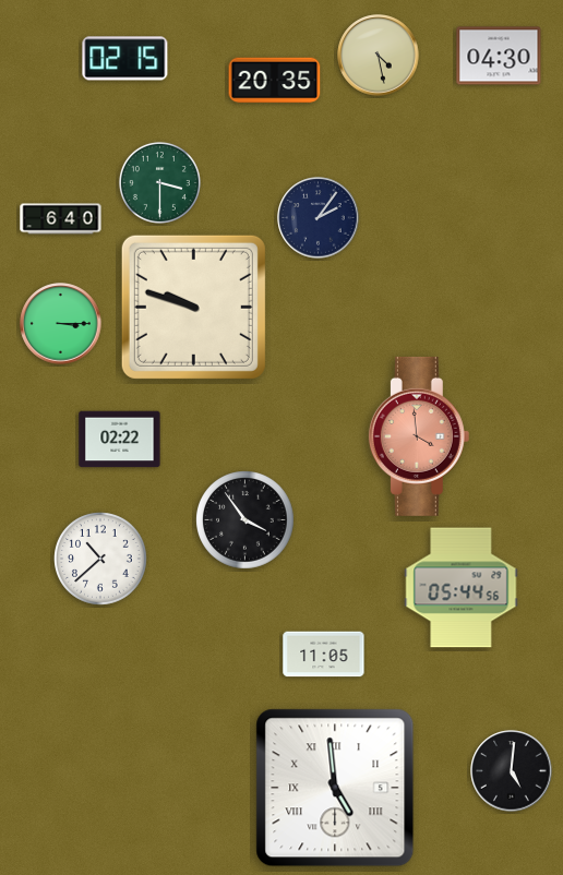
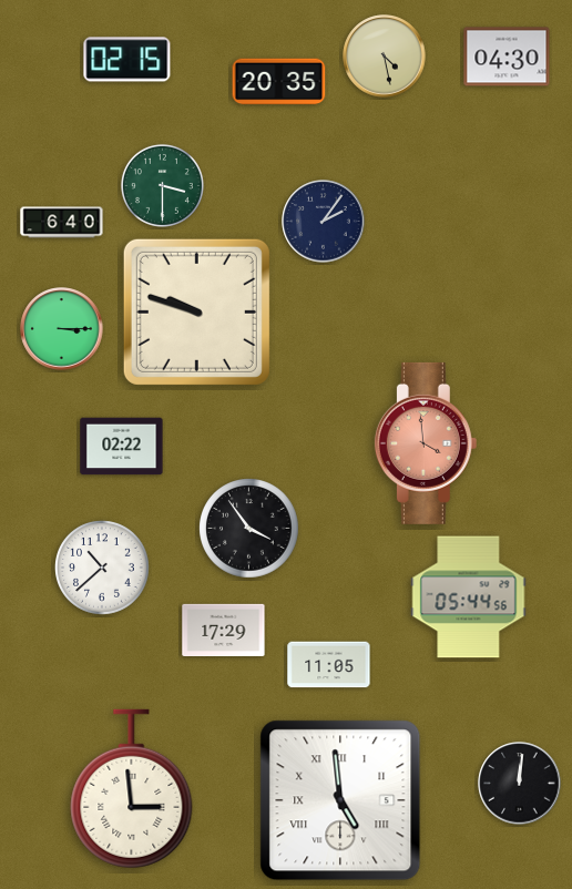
clock at (224, 630): none -> 17:29
clock at (512, 771): 5:01 -> 12:01
clock at (132, 789): none -> 2:59
